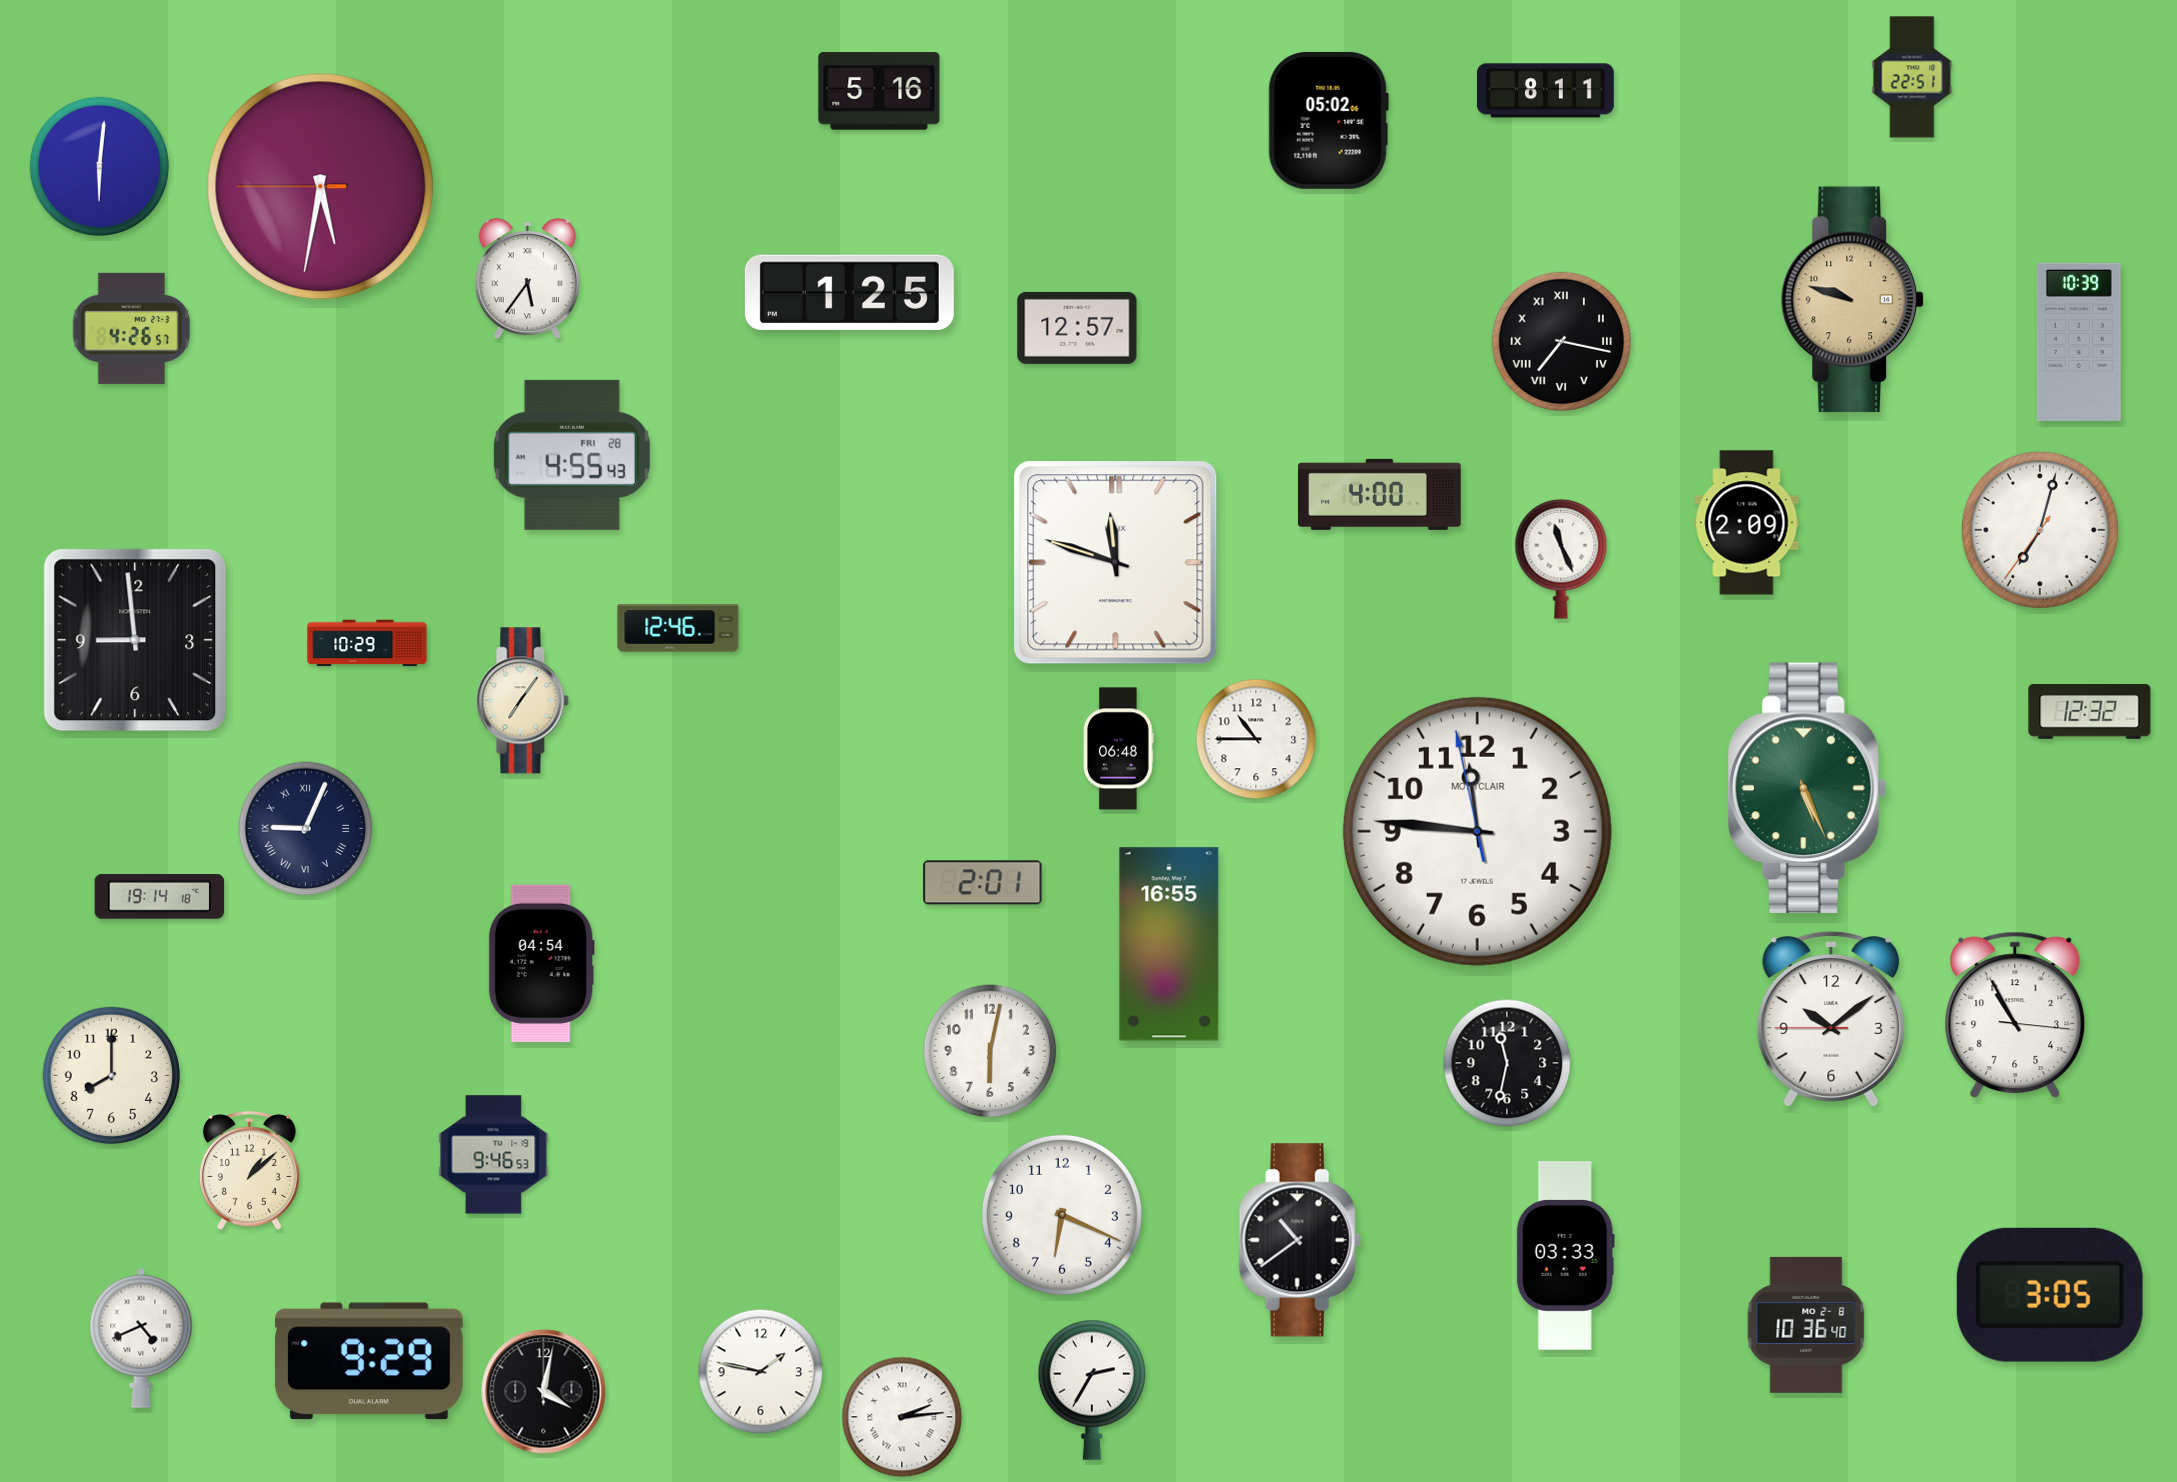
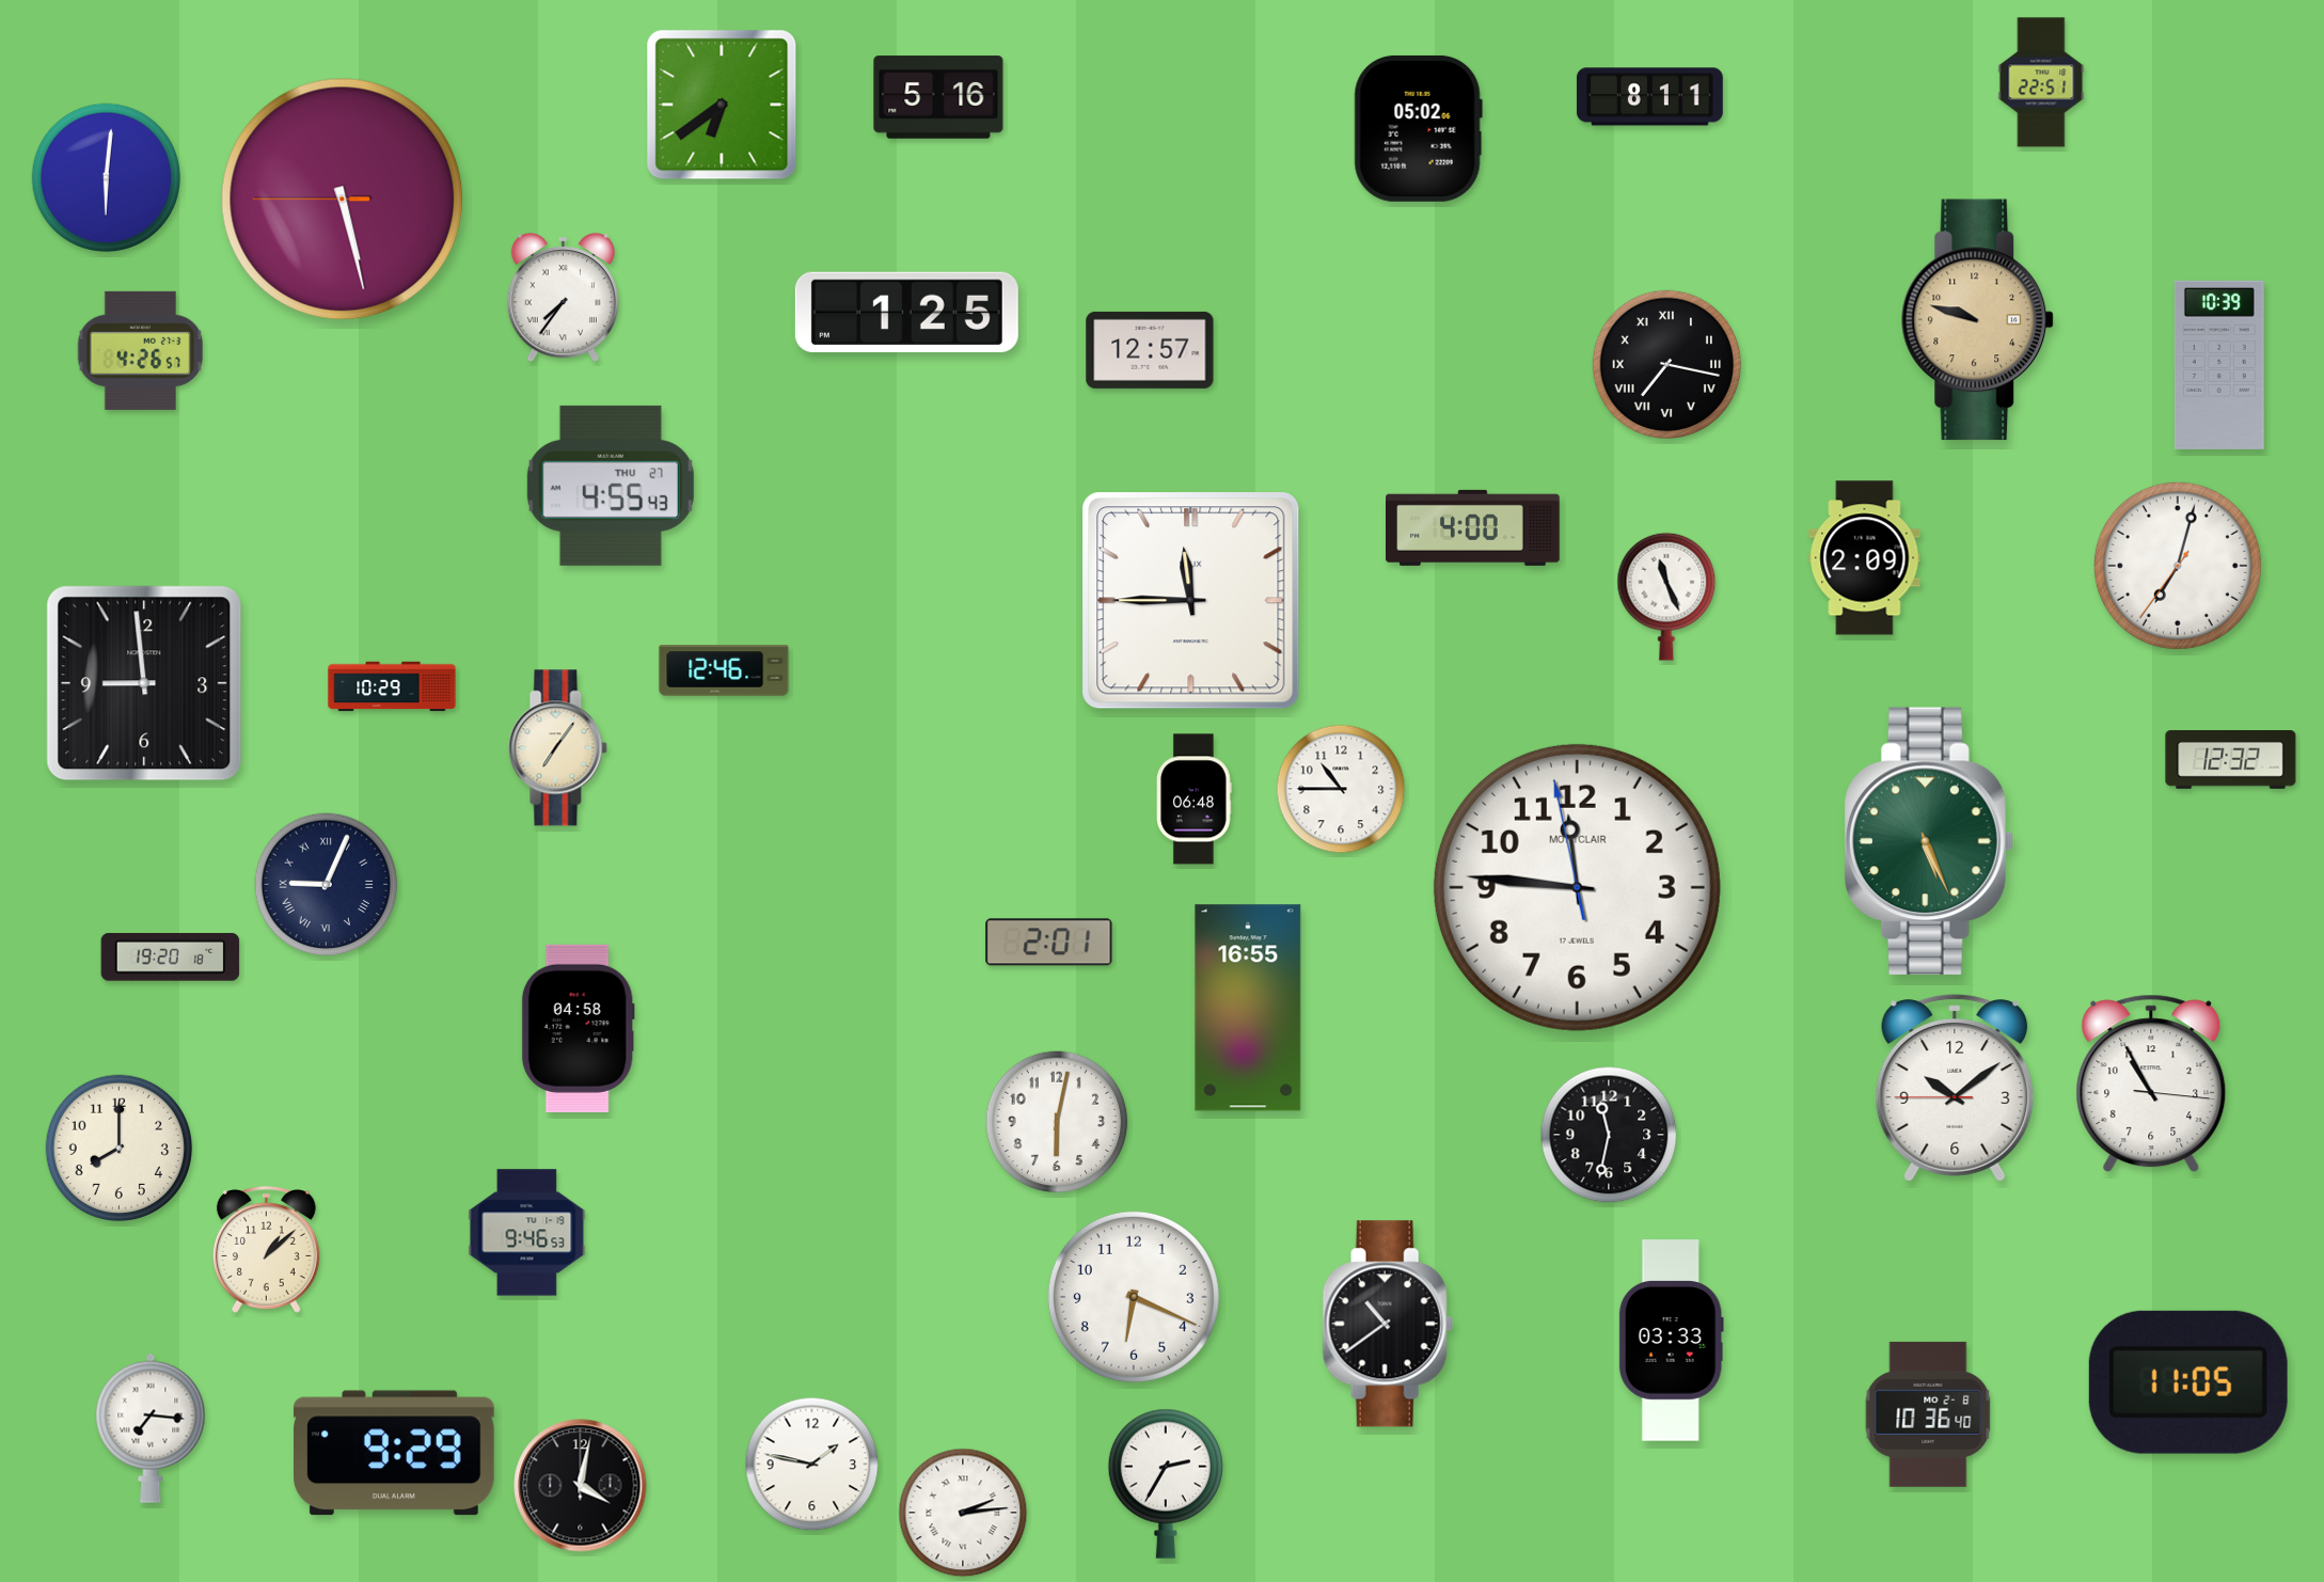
clock at (722, 105): none -> 6:39
clock at (321, 187): 5:31 -> 5:27
clock at (527, 279): 5:36 -> 7:36
clock at (572, 455) date: FRI 28 -> THU 27
clock at (1116, 563): 11:48 -> 11:45
clock at (160, 897): 19:14 -> 19:20
clock at (541, 963): 04:54 -> 04:58
clock at (2050, 1295): 3:05 -> 11:05
clock at (141, 1338): 4:41 -> 7:16
